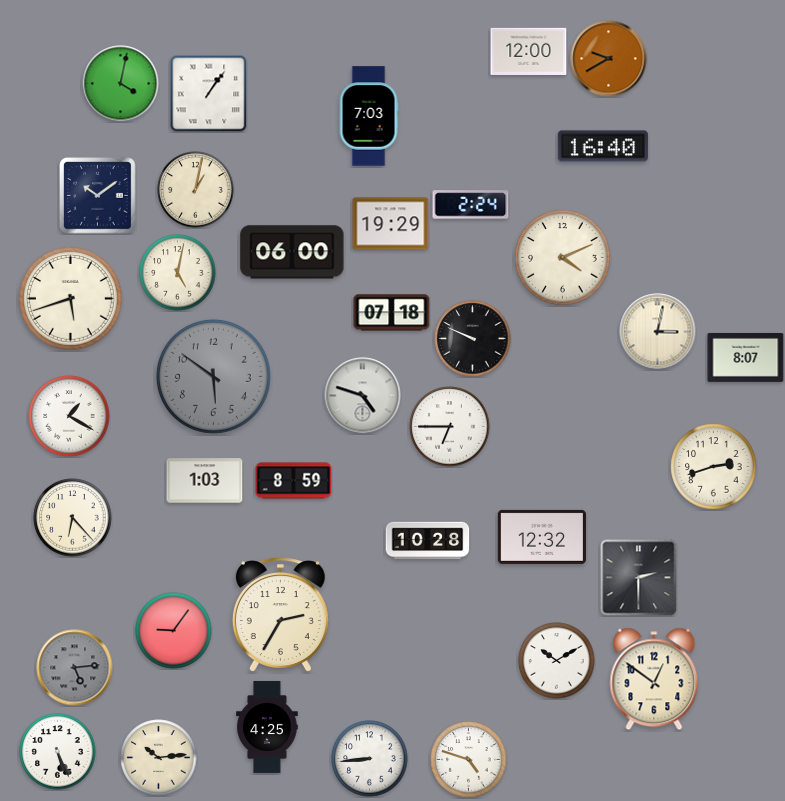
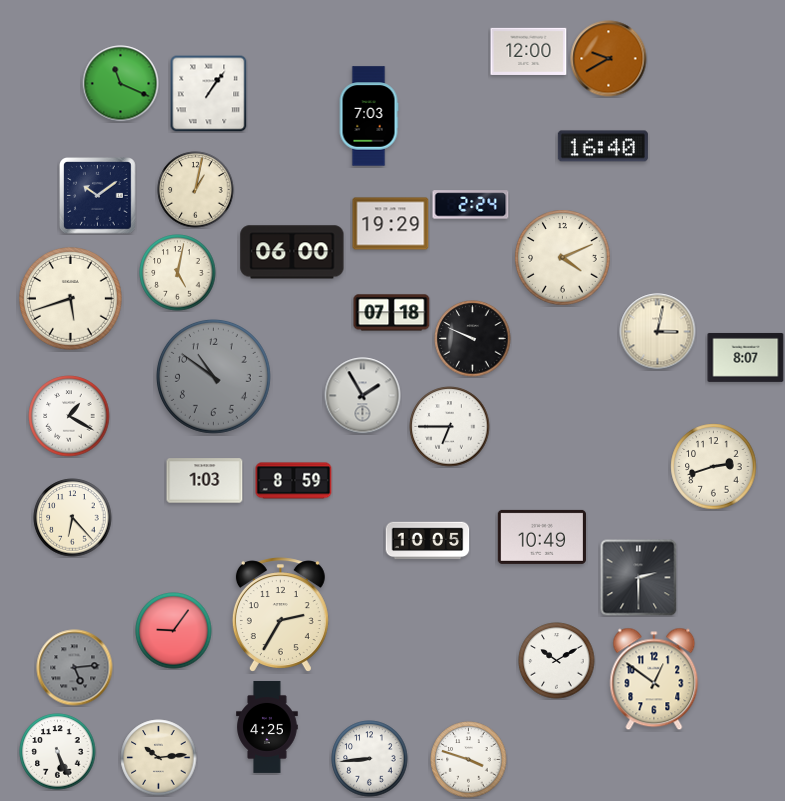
clock at (121, 84): 4:02 -> 11:19
clock at (213, 376): 5:51 -> 10:51
clock at (363, 396): 4:48 -> 1:55
clock at (542, 537): 12:32 -> 10:49
clock at (428, 541): 10:28 -> 10:05
clock at (469, 760): 4:48 -> 3:48
